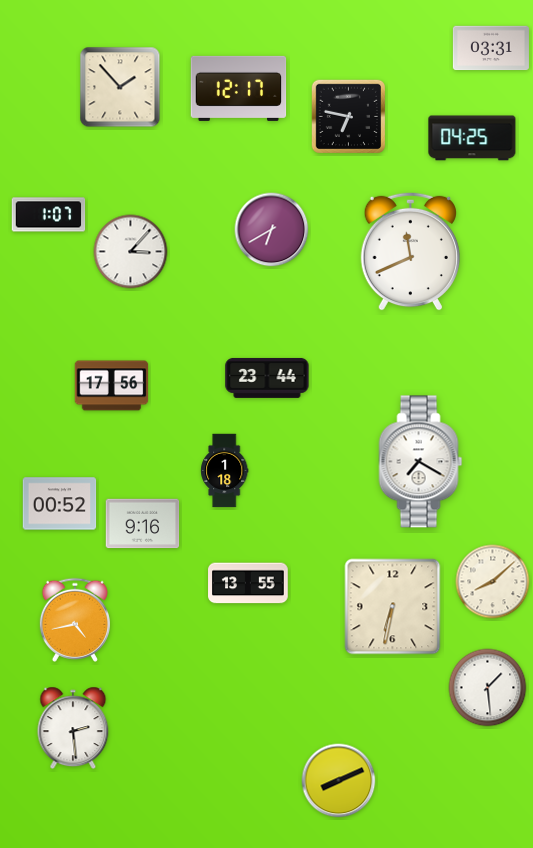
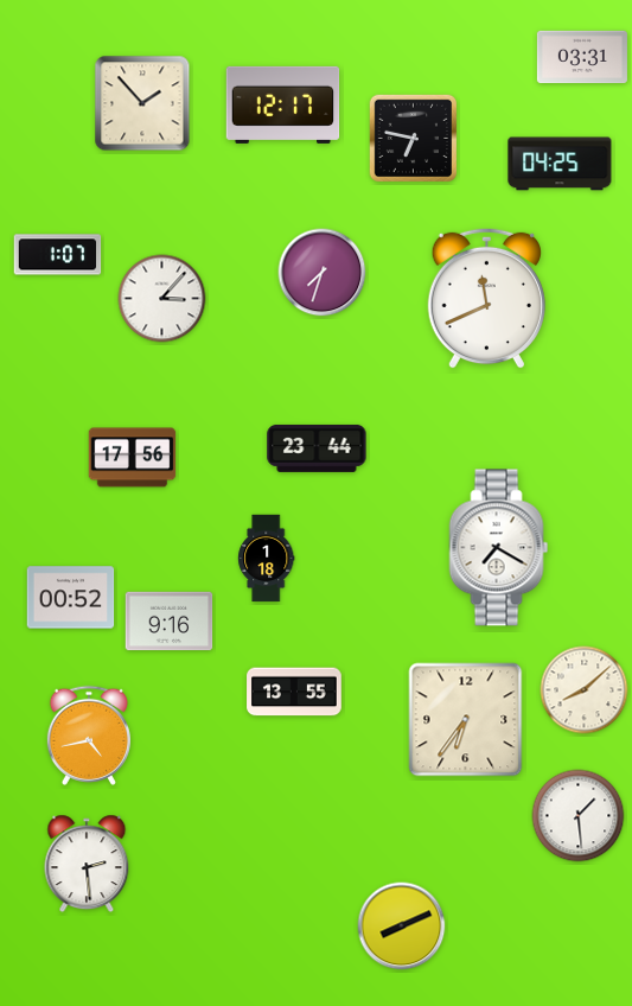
clock at (272, 230): 6:40 -> 7:33
clock at (131, 252) position: (131, 252) -> (162, 299)
clock at (393, 607): 6:32 -> 6:36
